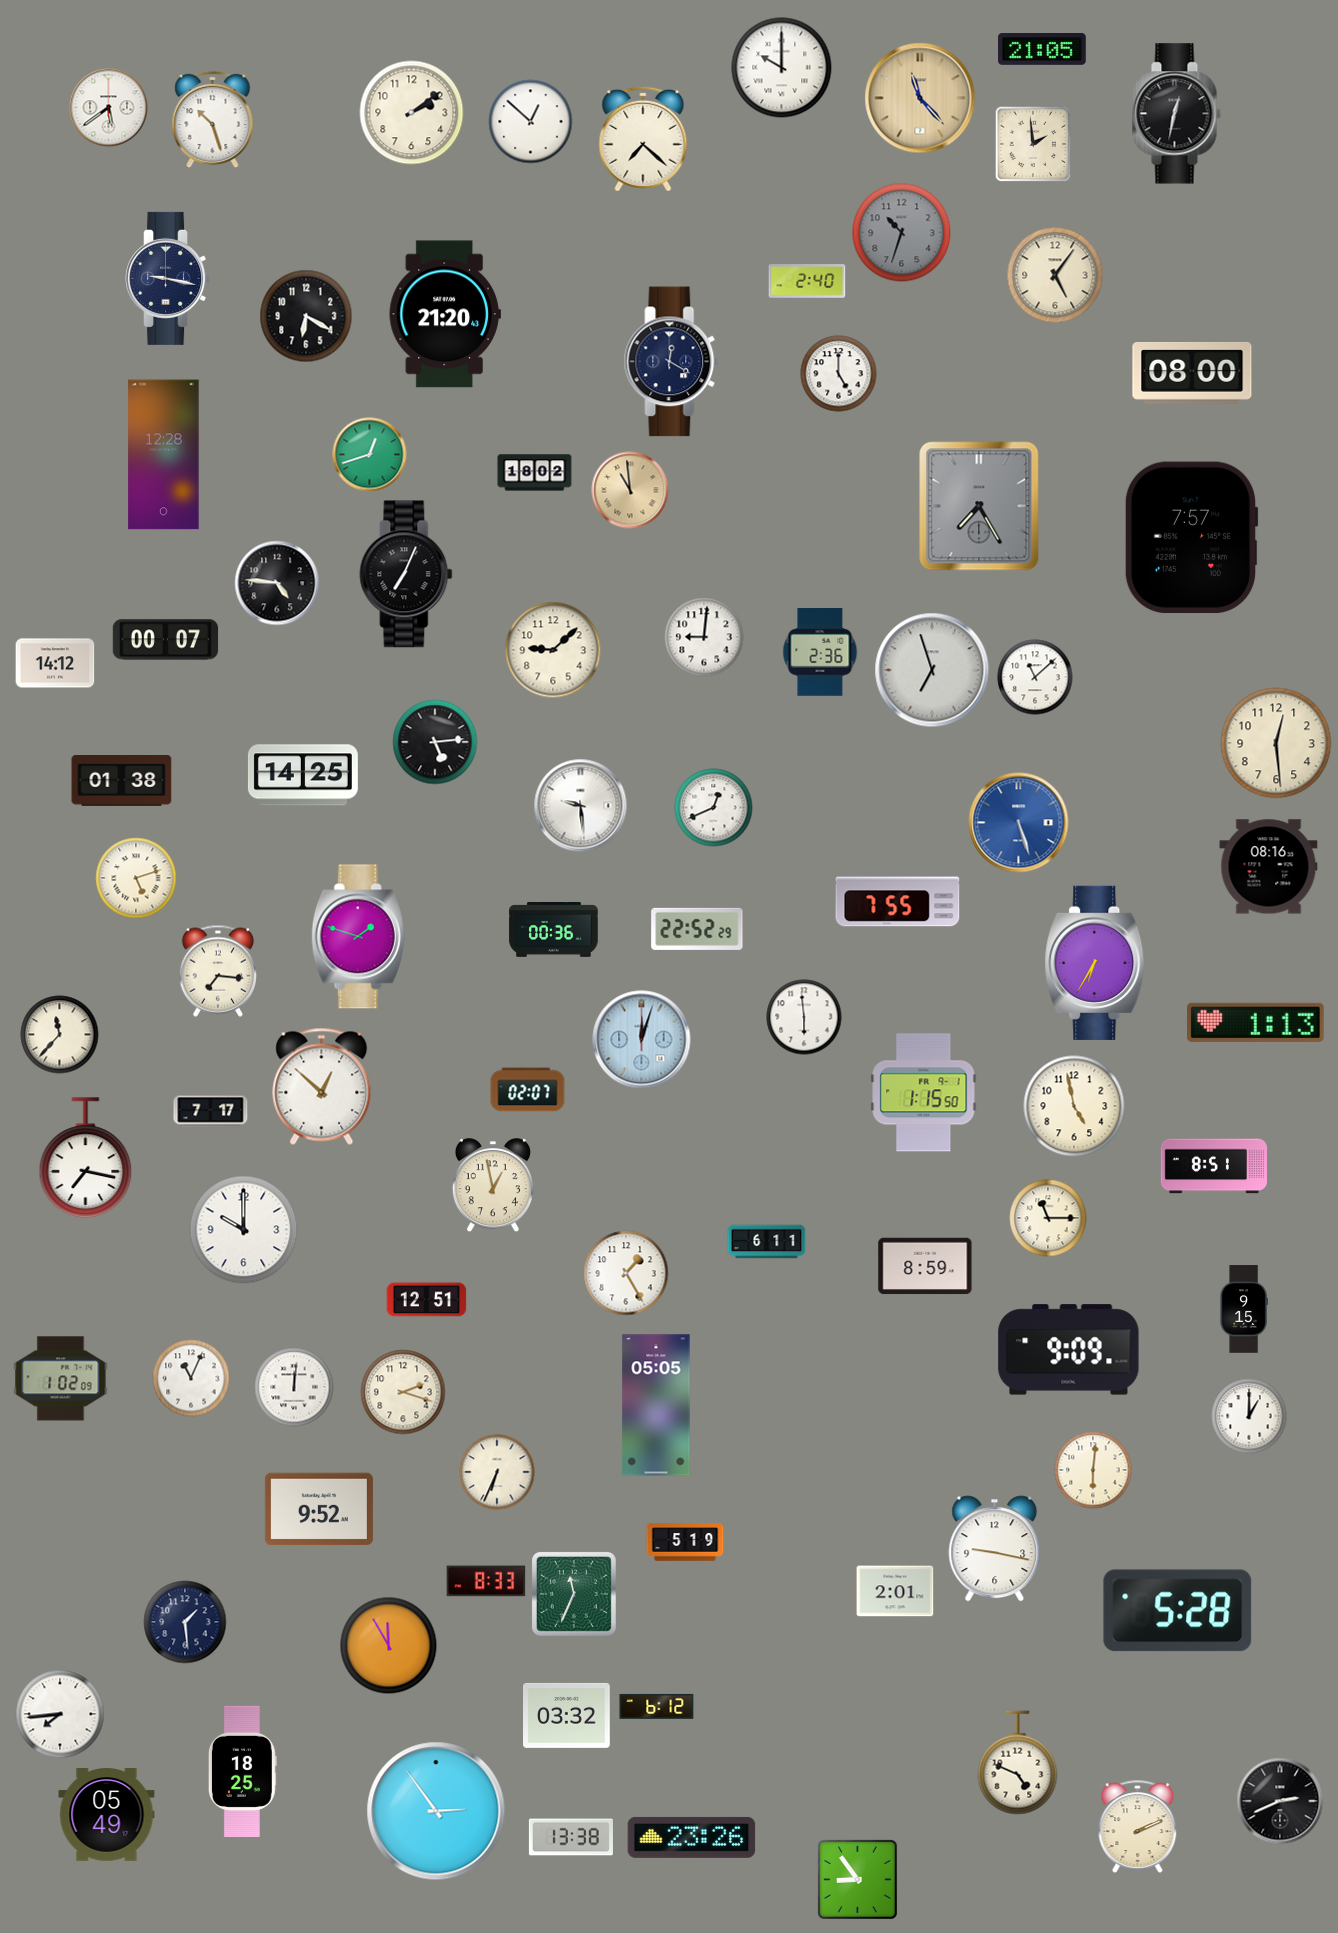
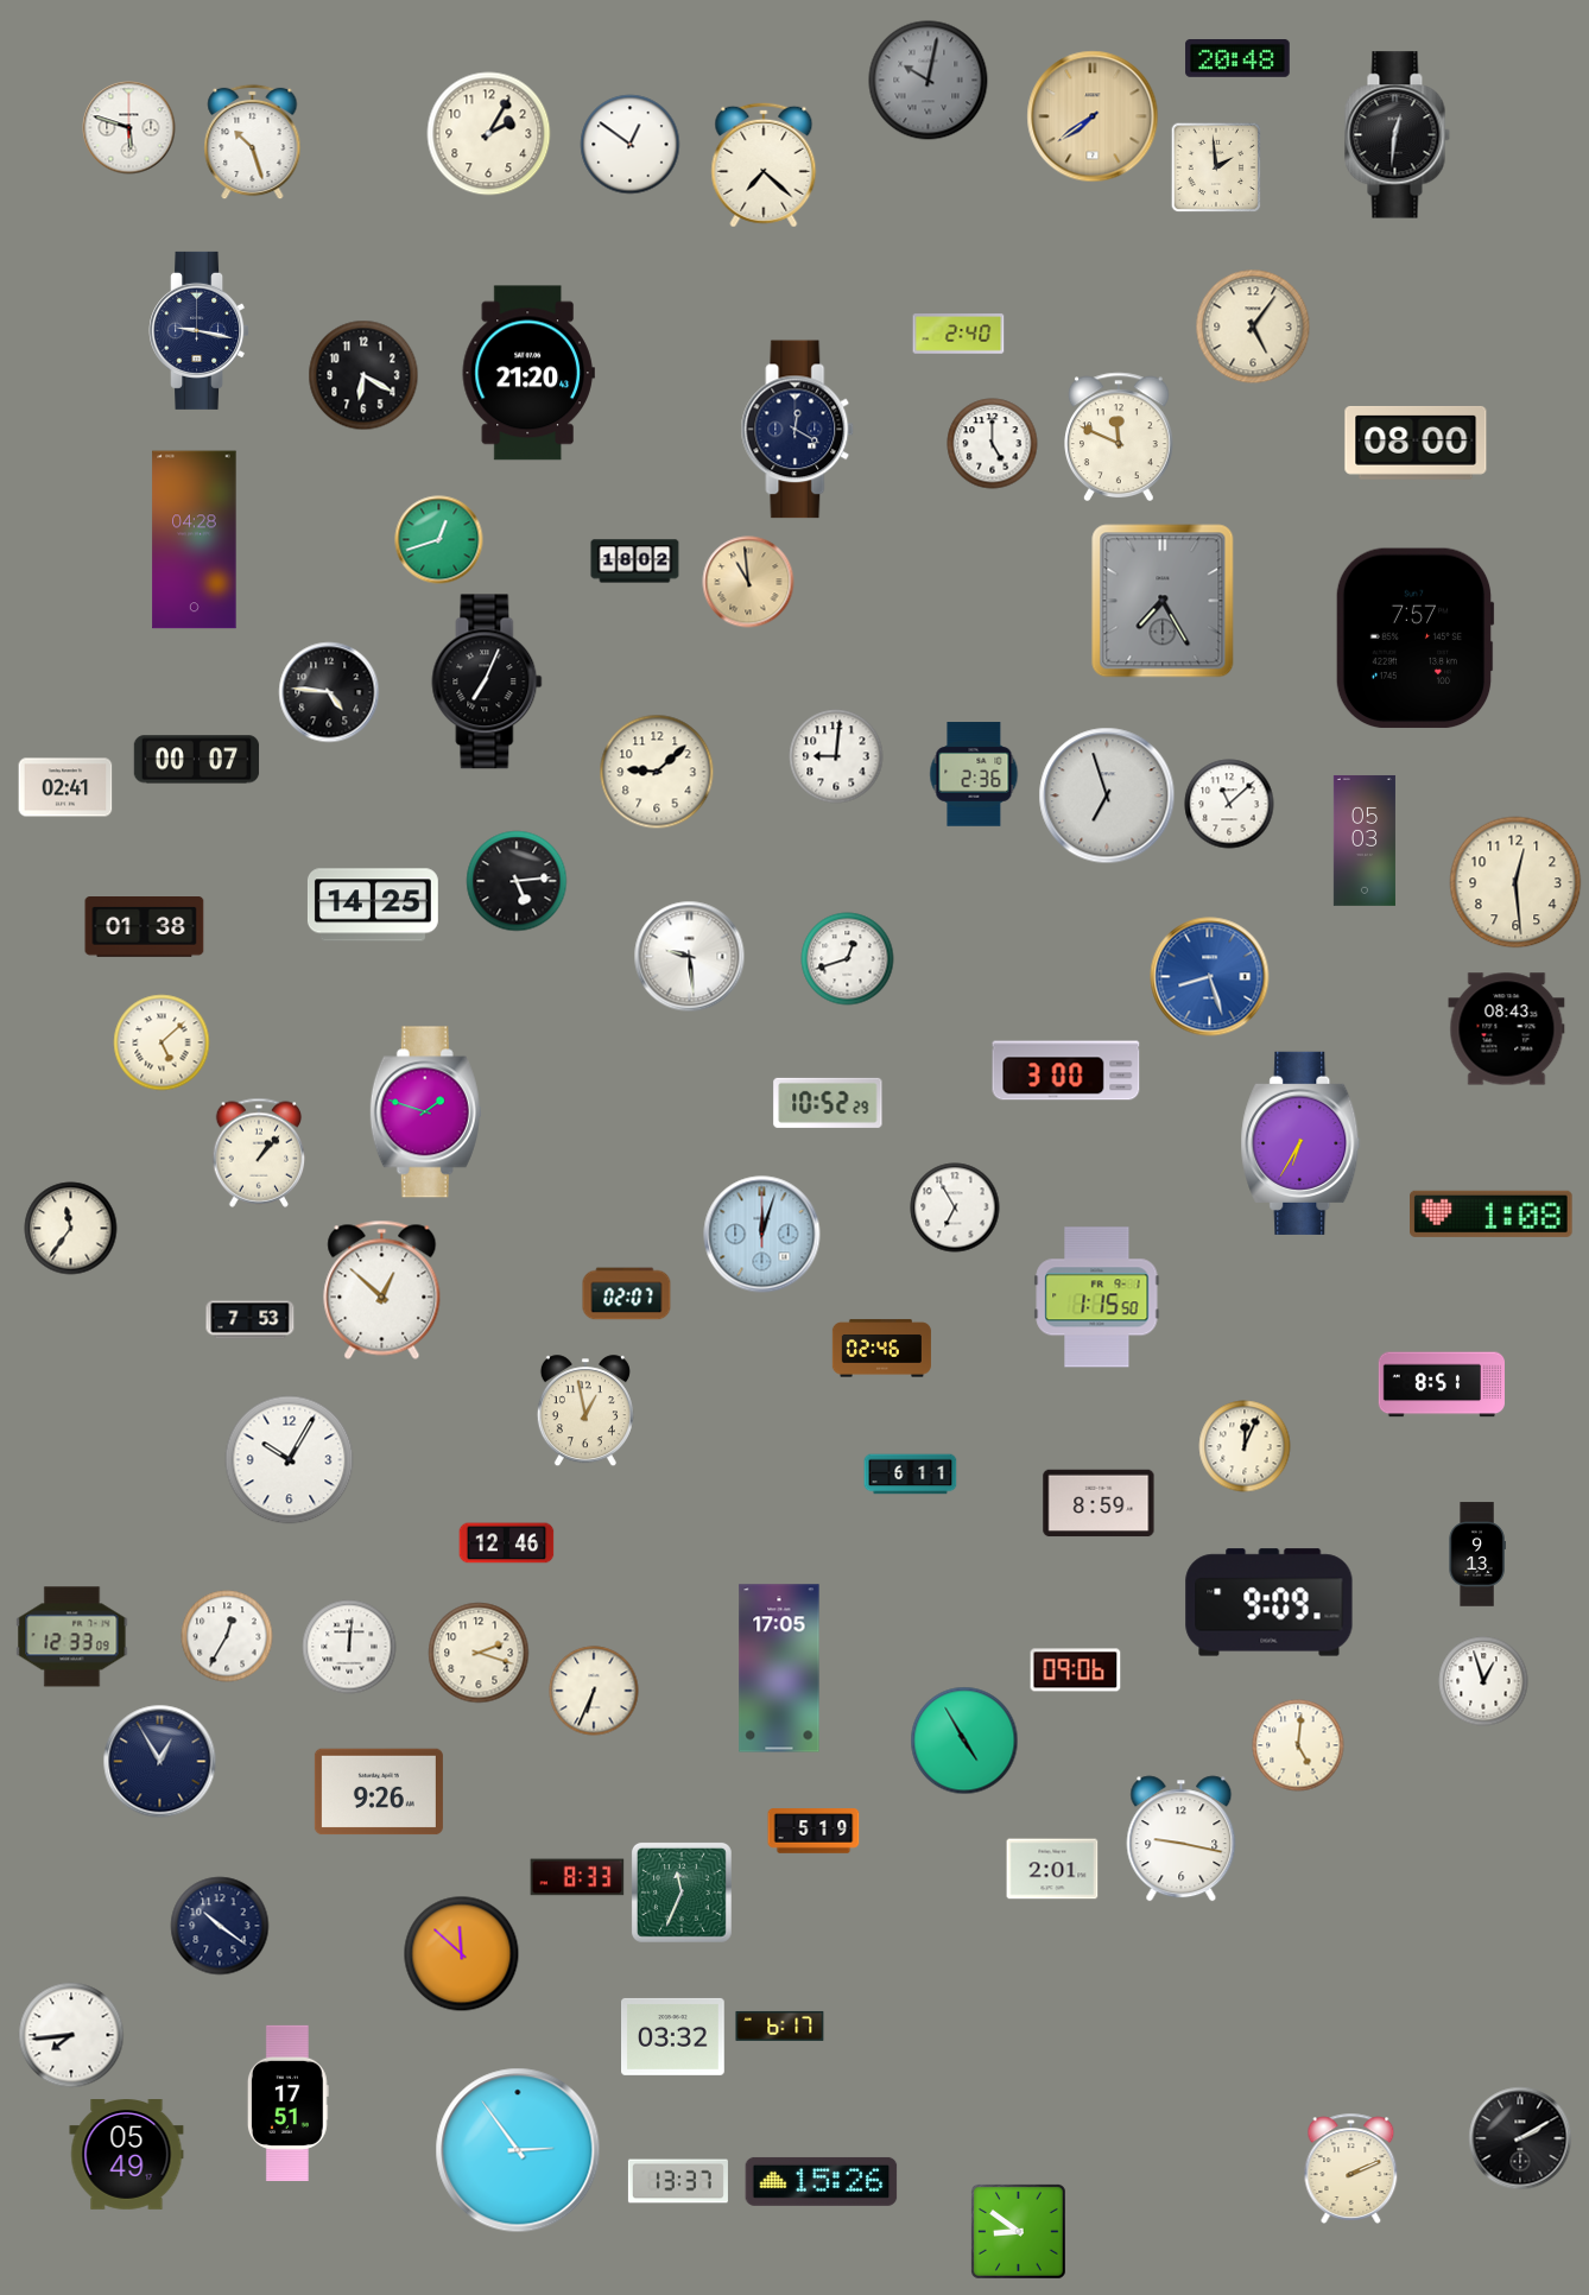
clock at (1042, 50): 21:05 -> 20:48
clock at (782, 68): 10:00 -> 10:02
clock at (782, 68) dial: white -> grey
clock at (920, 98): 11:23 -> 7:39
clock at (109, 108): 5:39 -> 5:48
clock at (412, 113): 2:09 -> 2:05
clock at (1176, 114): 12:32 -> 12:31
clock at (531, 122): 12:52 -> 12:51
clock at (1033, 144) position: (1033, 144) -> (1216, 167)
clock at (902, 233): 10:33 -> none
clock at (1120, 436): none -> 11:49
clock at (839, 374) position: (839, 374) -> (993, 444)
clock at (164, 455): 12:28 -> 04:28
clock at (406, 574) position: (406, 574) -> (487, 681)
clock at (55, 663): 14:12 -> 02:41
clock at (1365, 841): none -> 05:03
clock at (303, 775) position: (303, 775) -> (373, 905)
clock at (714, 808): 12:41 -> 12:42
clock at (1019, 823): 5:27 -> 8:27
clock at (1269, 867): 08:16 -> 08:43
clock at (136, 878): 5:12 -> 5:08
clock at (898, 902): 7:55 -> 3:00
clock at (697, 929): 22:52 -> 10:52
clock at (554, 930): 00:36 -> none
clock at (218, 971): 7:16 -> 1:07
clock at (804, 1017): 5:59 -> 6:55
clock at (1256, 1022): 1:13 -> 1:08
clock at (60, 1035): 11:37 -> 11:36
clock at (1074, 1106): 4:58 -> none
clock at (211, 1112): 7:17 -> 7:53
clock at (881, 1349): none -> 02:46
clock at (86, 1158): 7:17 -> none
clock at (493, 1186) position: (493, 1186) -> (585, 1412)
clock at (1048, 1218): 11:15 -> 12:04
clock at (244, 1230): 10:00 -> 10:05
clock at (626, 1273): 1:25 -> none
clock at (427, 1300): 12:51 -> 12:46
clock at (1244, 1309): 9:15 -> 9:13
clock at (191, 1378): 11:04 -> 12:35
clock at (61, 1379): 1:02 -> 12:33
clock at (656, 1405): 05:05 -> 17:05
clock at (1076, 1670): none -> 09:06
clock at (1249, 1416): 1:00 -> 12:57
clock at (964, 1741): none -> 4:55
clock at (1093, 1470): 6:01 -> 5:01
clock at (497, 1472) position: (497, 1472) -> (594, 1691)
clock at (160, 1762): none -> 12:55
clock at (319, 1509): 9:52 -> 9:26
clock at (895, 1591) position: (895, 1591) -> (1052, 1869)
clock at (1178, 1611): 5:28 -> none
clock at (185, 1622): 1:29 -> 10:21
clock at (389, 1646): 11:55 -> 11:52
clock at (657, 1706): 6:12 -> 6:17
clock at (1018, 1763): 4:49 -> none
clock at (242, 1771): 18:25 -> 17:51
clock at (1280, 1801): 2:41 -> 2:10
clock at (571, 1837): 13:38 -> 13:37
clock at (692, 1837): 23:26 -> 15:26
clock at (858, 1880): 8:54 -> 8:51
